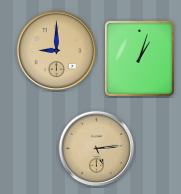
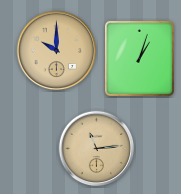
clock at (57, 51): 9:00 -> 10:00
clock at (97, 149): 5:14 -> 11:14
